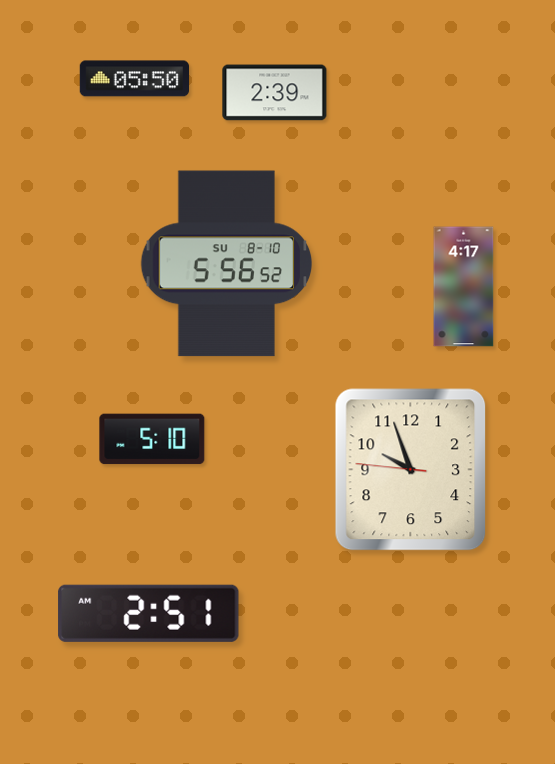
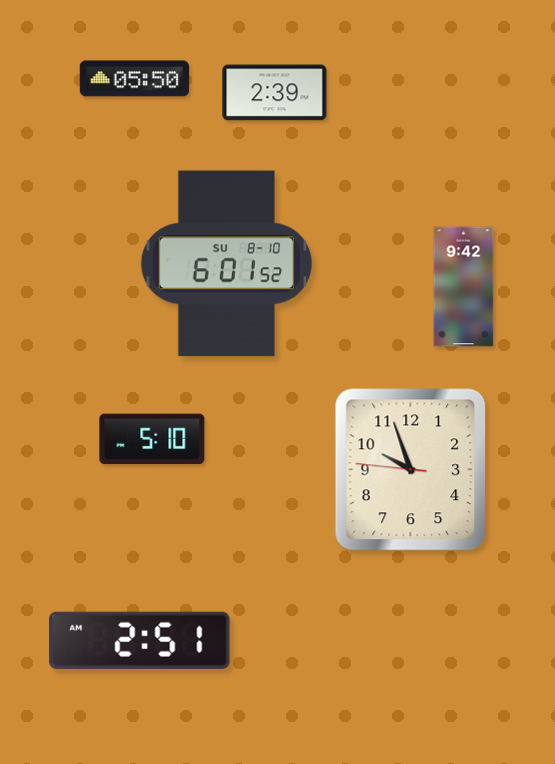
clock at (227, 264): 5:56 -> 6:01
clock at (464, 287): 4:17 -> 9:42
clock at (149, 613) position: (149, 613) -> (140, 640)
